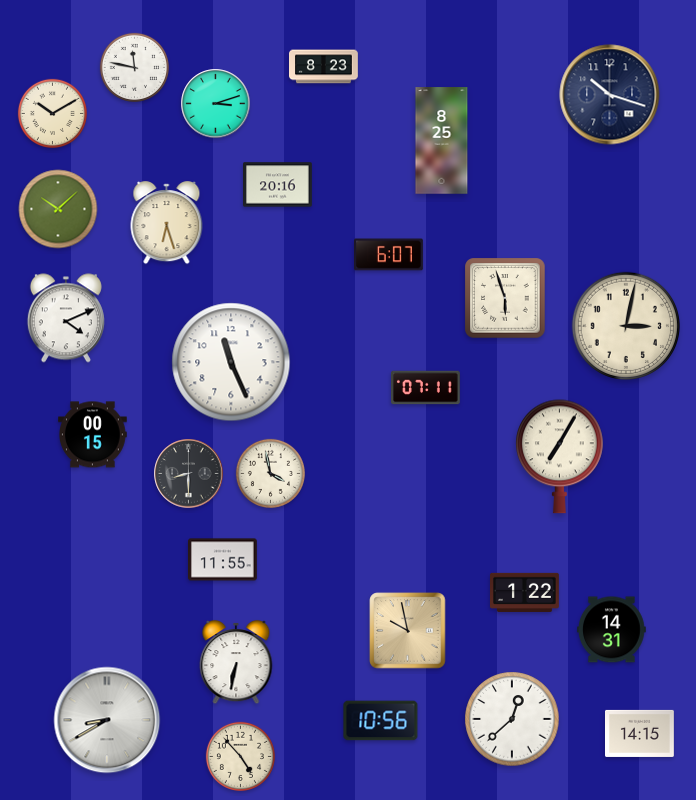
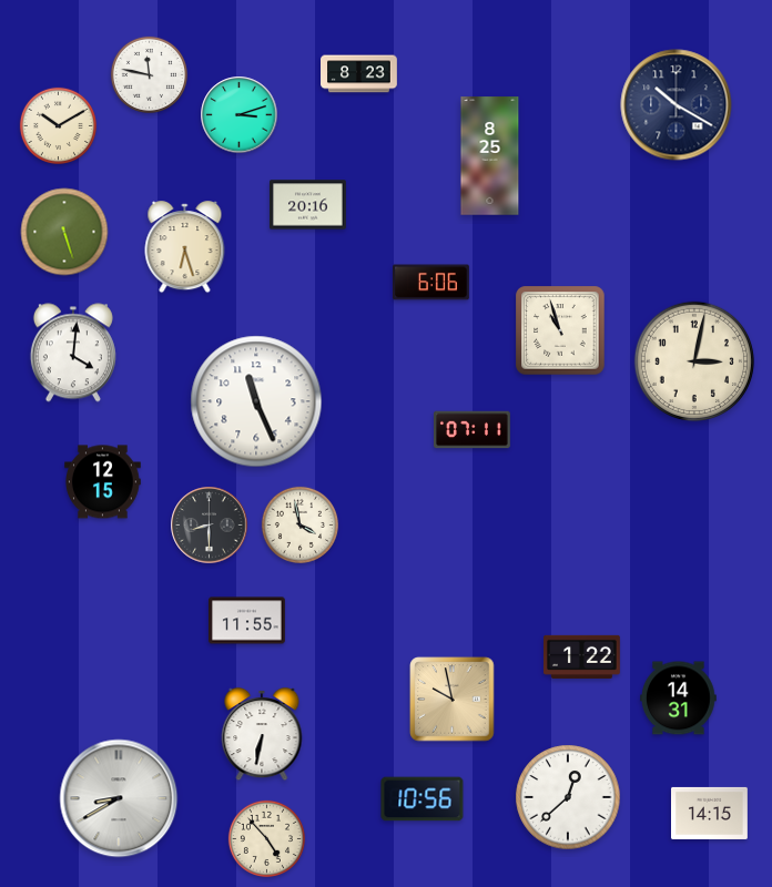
clock at (610, 95): 10:18 -> 10:20
clock at (58, 209): 10:08 -> 5:27
clock at (389, 255): 6:07 -> 6:06
clock at (505, 298): 5:57 -> 10:57
clock at (66, 318): 4:11 -> 4:01
clock at (93, 435): 00:15 -> 12:15
clock at (560, 457): 7:05 -> none
